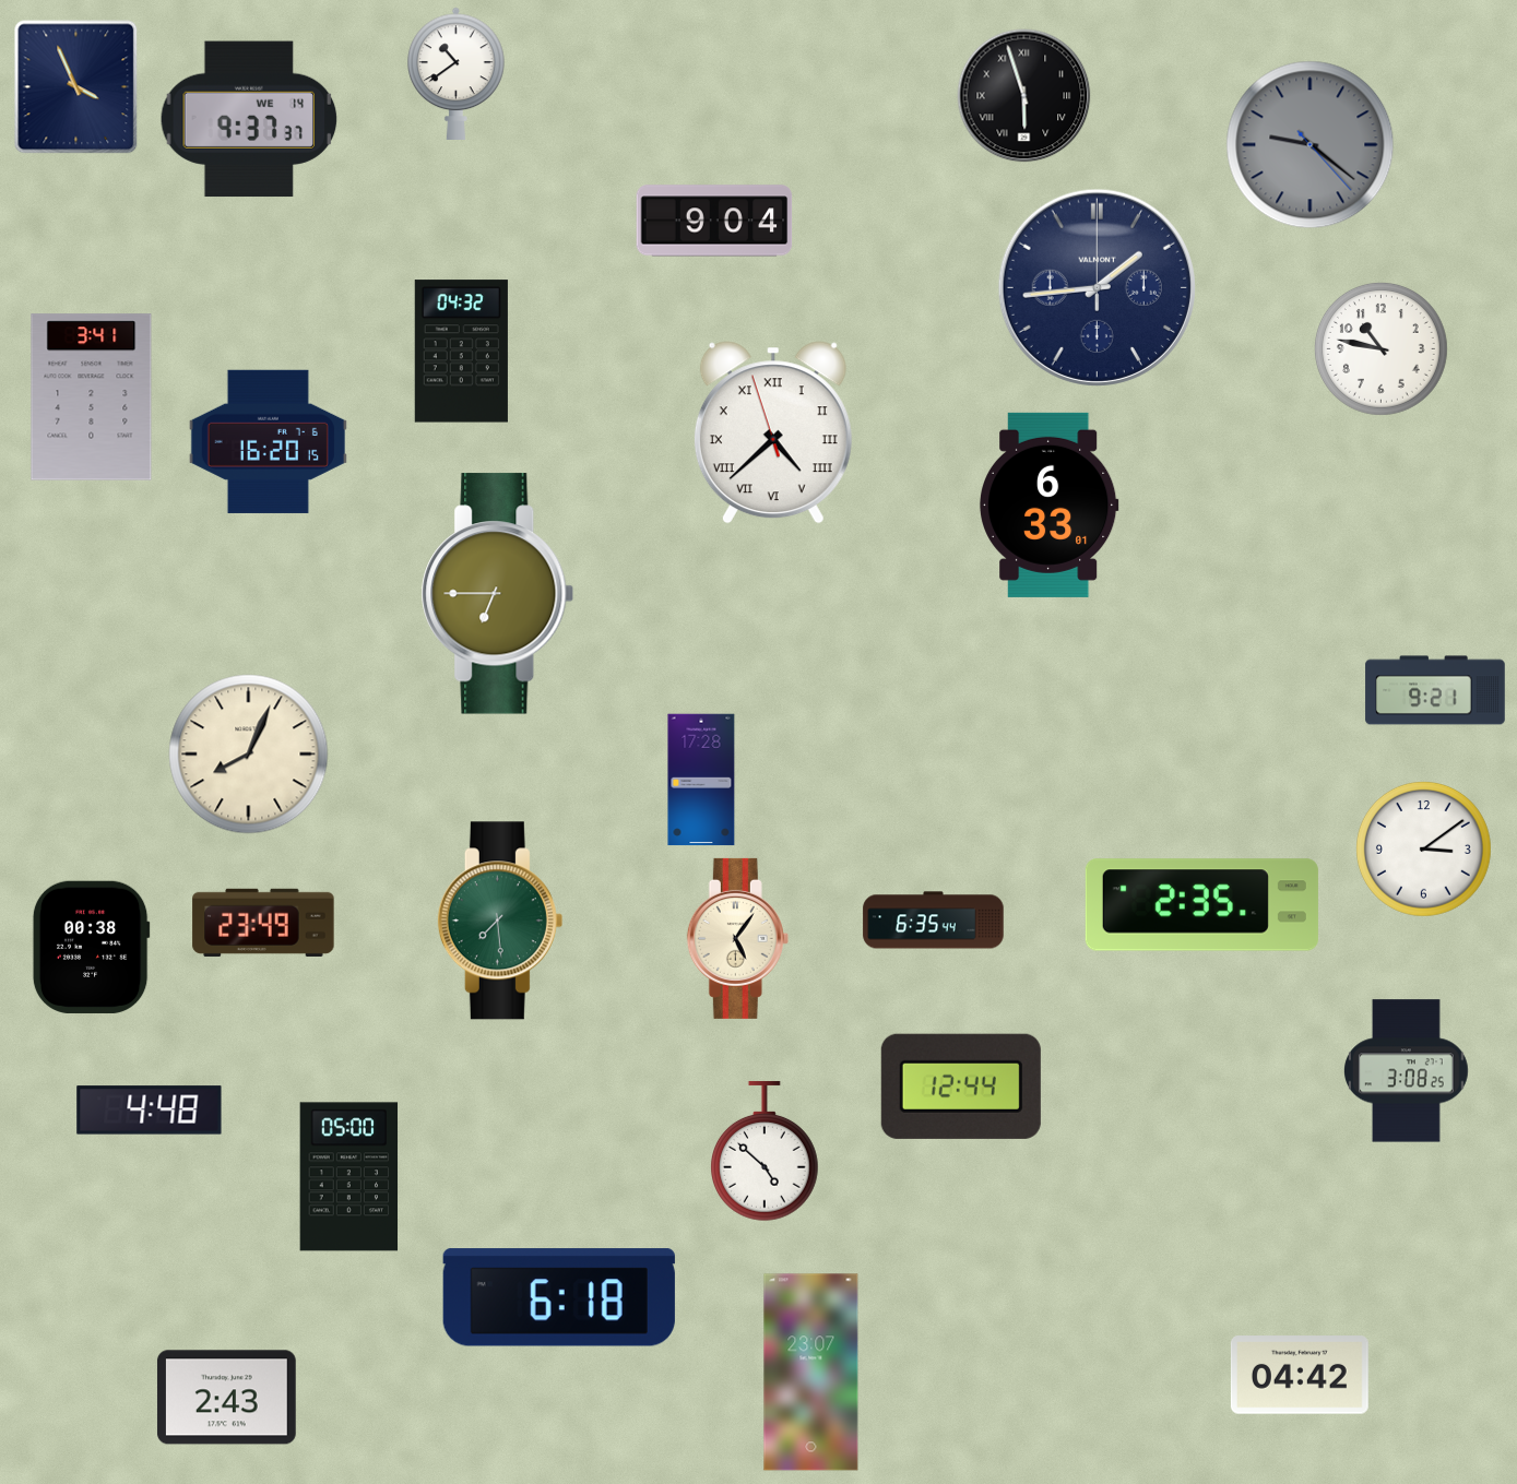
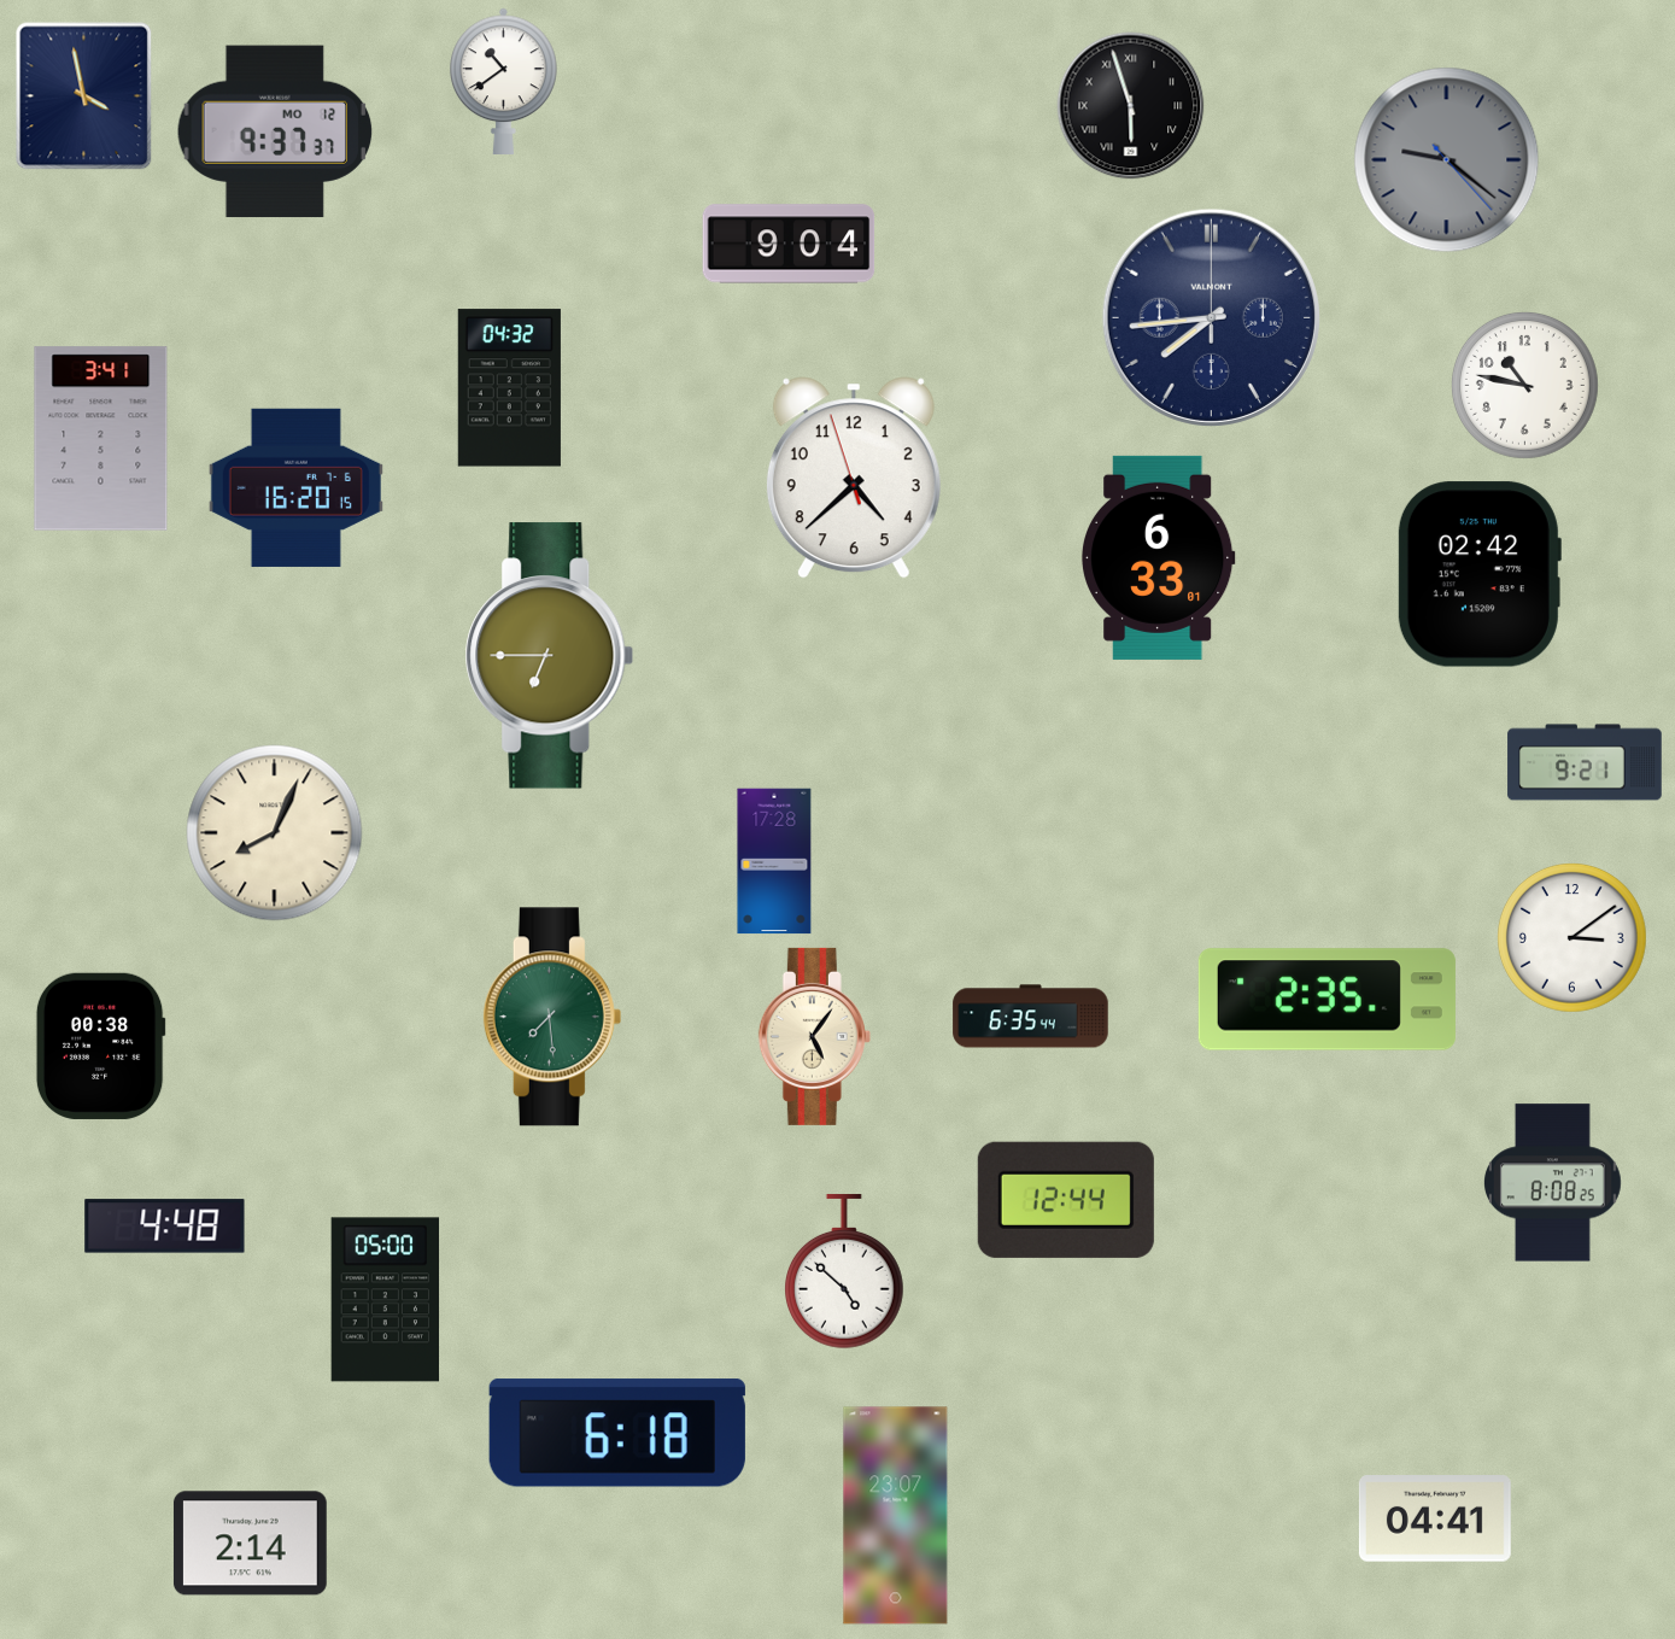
clock at (76, 87): 3:56 -> 3:58
clock at (249, 119) date: WE 14 -> MO 12
clock at (1097, 287): 1:44 -> 7:44
clock at (773, 432) numerals: Roman -> Arabic
clock at (1478, 574): none -> 02:42
clock at (263, 923): 23:49 -> none
clock at (1407, 1071): 3:08 -> 8:08
clock at (961, 1087) position: (961, 1087) -> (1066, 1200)
clock at (1300, 1375): 04:42 -> 04:41
clock at (226, 1398): 2:43 -> 2:14
